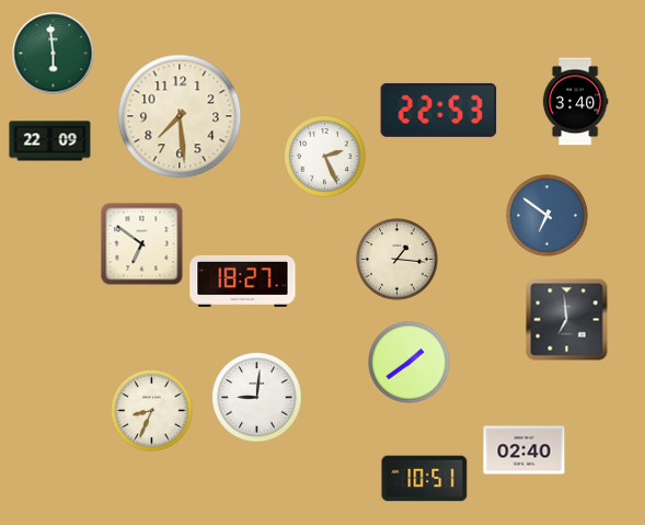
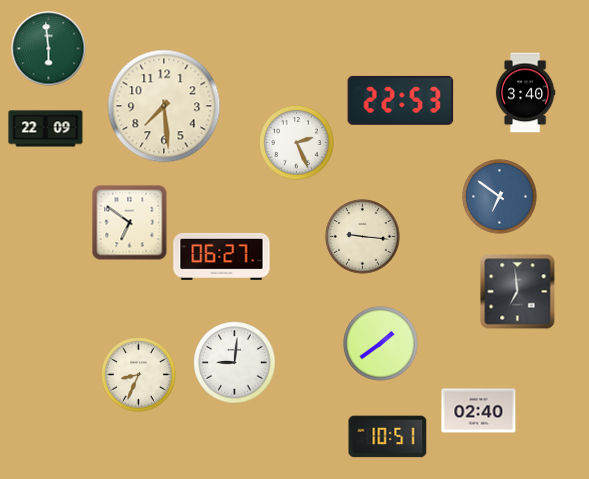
clock at (398, 260): 1:16 -> 9:16
clock at (243, 281): 18:27 -> 06:27
clock at (410, 363) position: (410, 363) -> (381, 344)
